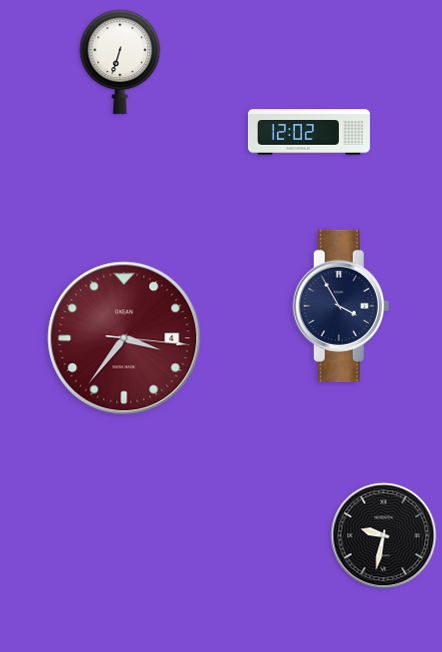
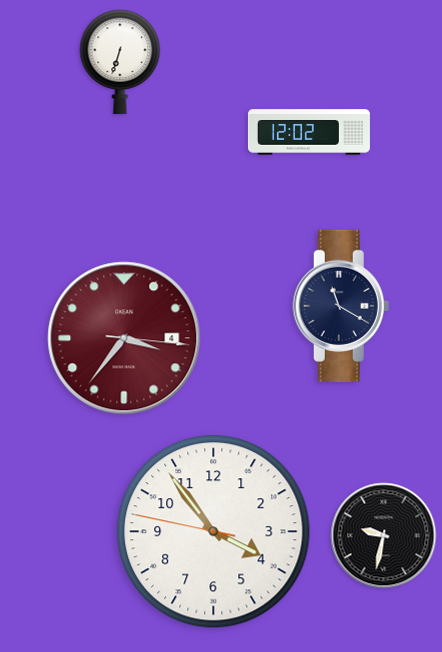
clock at (341, 306): 3:55 -> 11:20
clock at (214, 532): none -> 3:53
